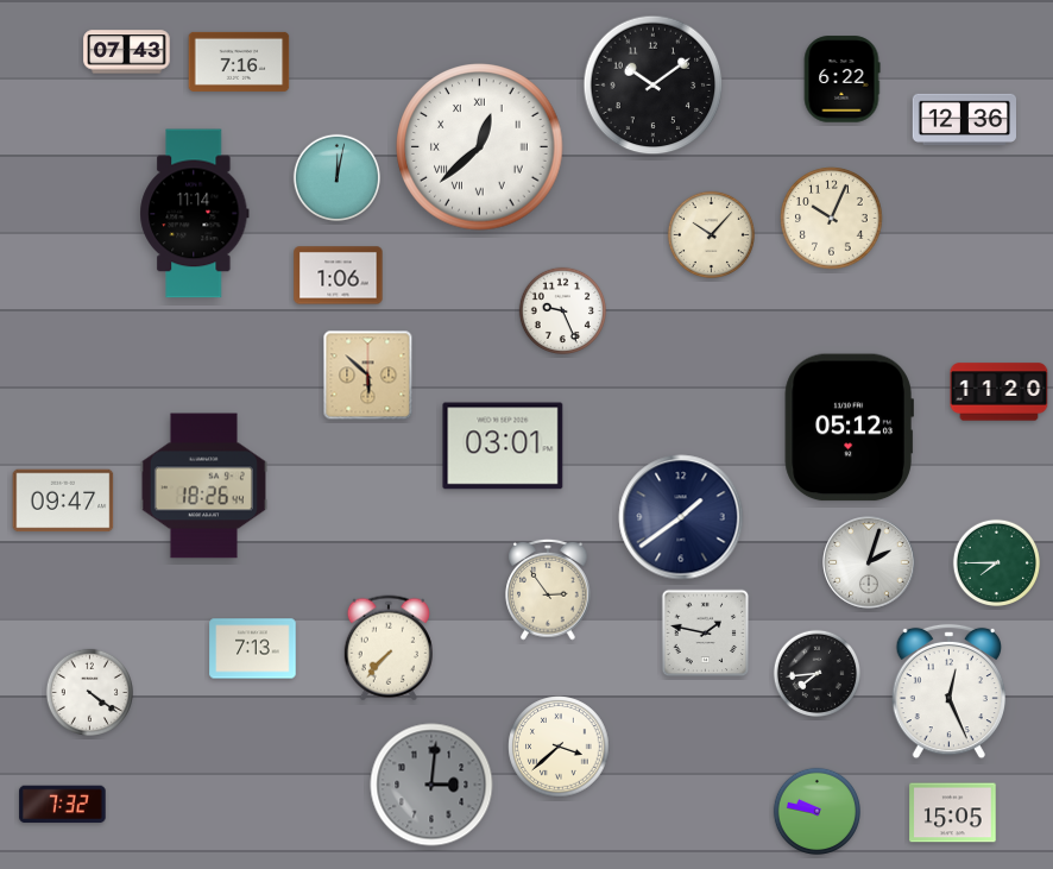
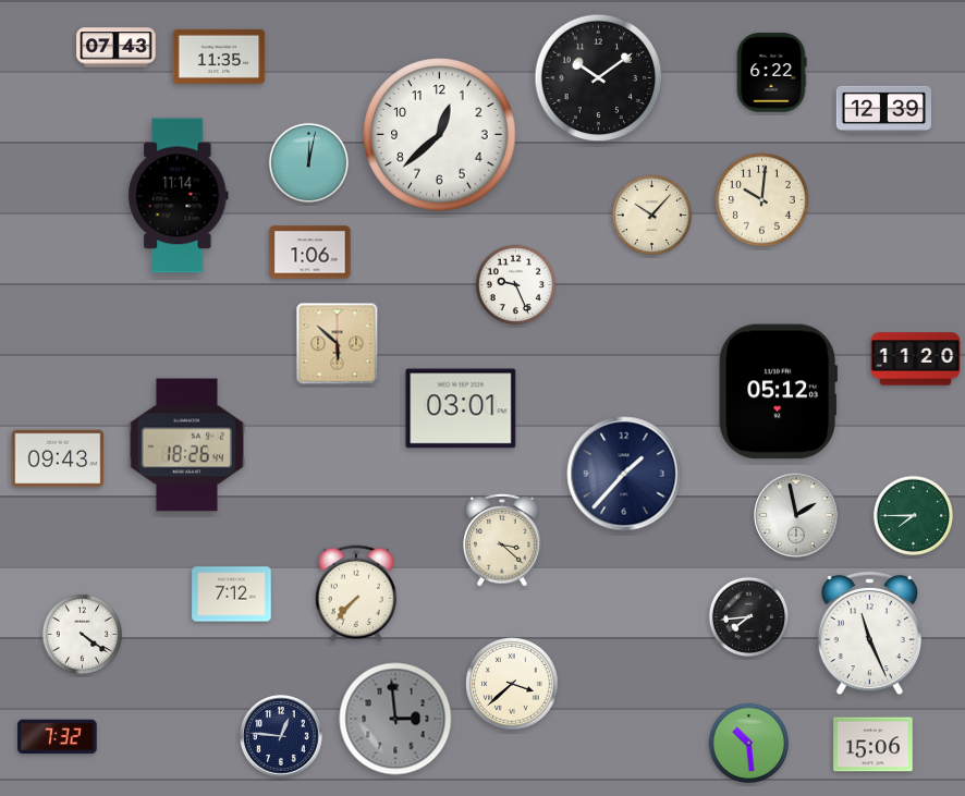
clock at (239, 62): 7:16 -> 11:35
clock at (964, 119): 12:36 -> 12:39
clock at (480, 147) numerals: Roman -> Arabic
clock at (832, 219): 10:04 -> 10:01
clock at (63, 500): 09:47 -> 09:43
clock at (681, 517): 1:39 -> 1:37
clock at (869, 562): 2:03 -> 1:58
clock at (548, 590): 2:54 -> 3:22
clock at (706, 634): 1:47 -> none
clock at (253, 649): 7:13 -> 7:12
clock at (948, 692): 12:26 -> 11:26
clock at (431, 785): 3:01 -> 2:59
clock at (281, 736): none -> 12:46
clock at (816, 811): 9:47 -> 10:29
clock at (953, 813): 15:05 -> 15:06
